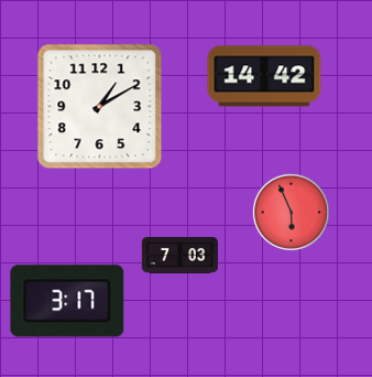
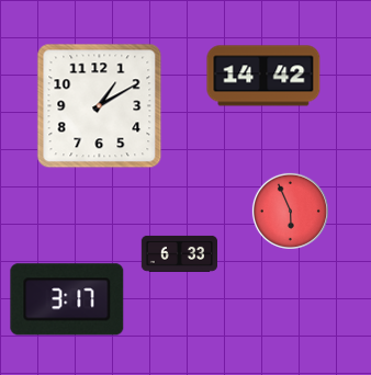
clock at (179, 255): 7:03 -> 6:33
